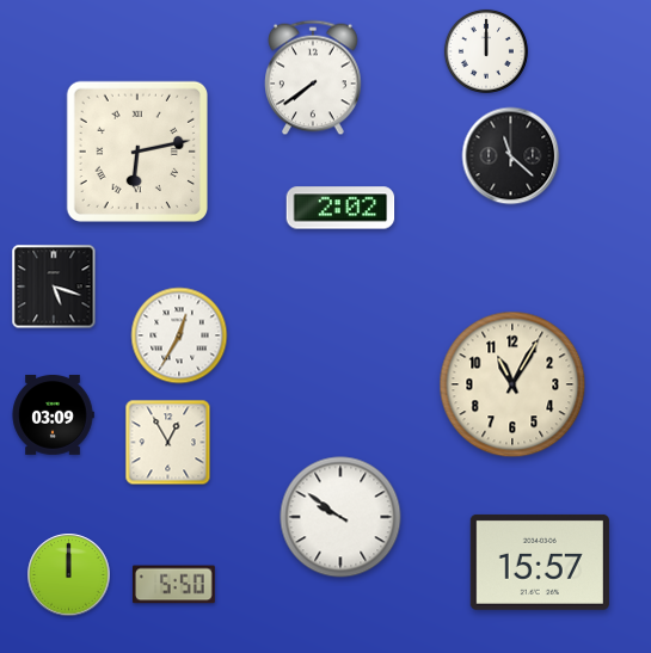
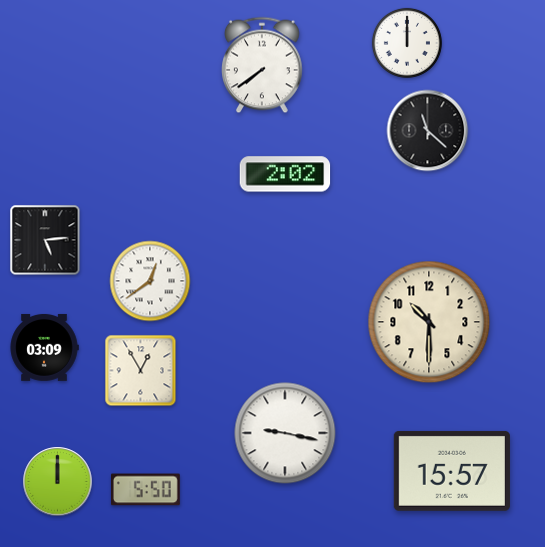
clock at (137, 152): 6:13 -> none
clock at (54, 287): 5:18 -> 5:14
clock at (179, 335): 12:35 -> 12:39
clock at (512, 384): 11:05 -> 10:30
clock at (340, 517): 9:51 -> 9:17
